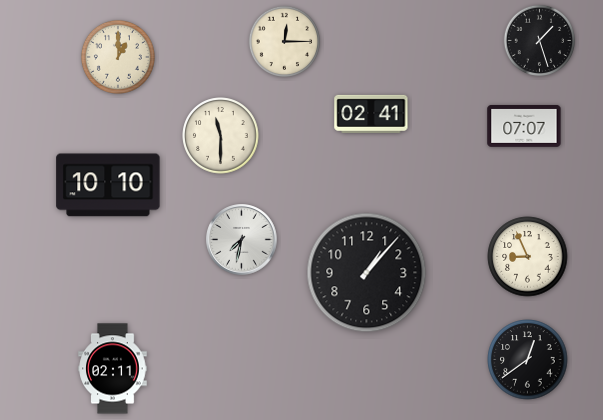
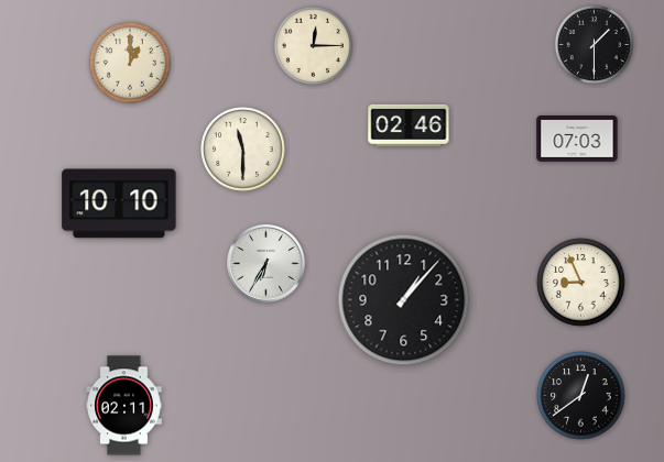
clock at (539, 40): 1:27 -> 1:30
clock at (371, 114): 02:41 -> 02:46
clock at (524, 126): 07:07 -> 07:03
clock at (242, 240): 7:32 -> 6:35
